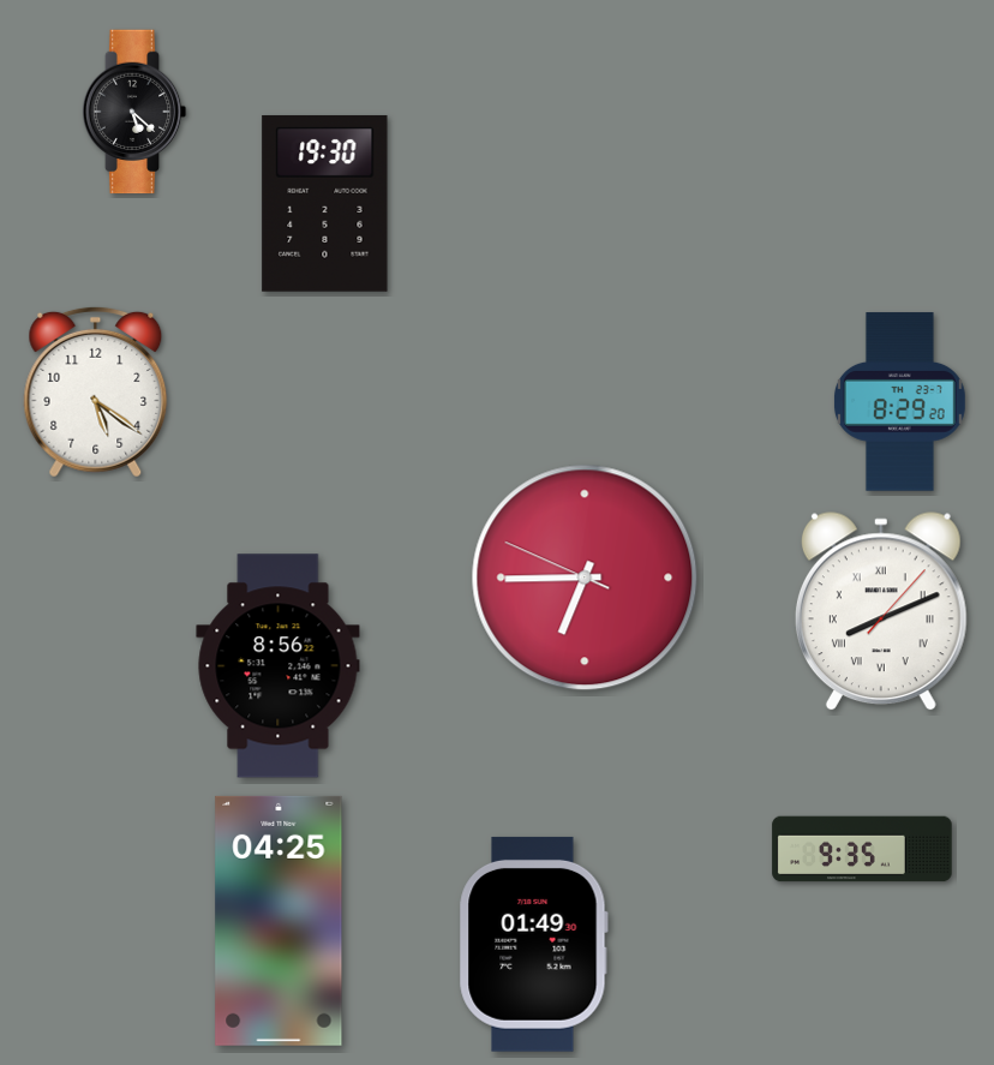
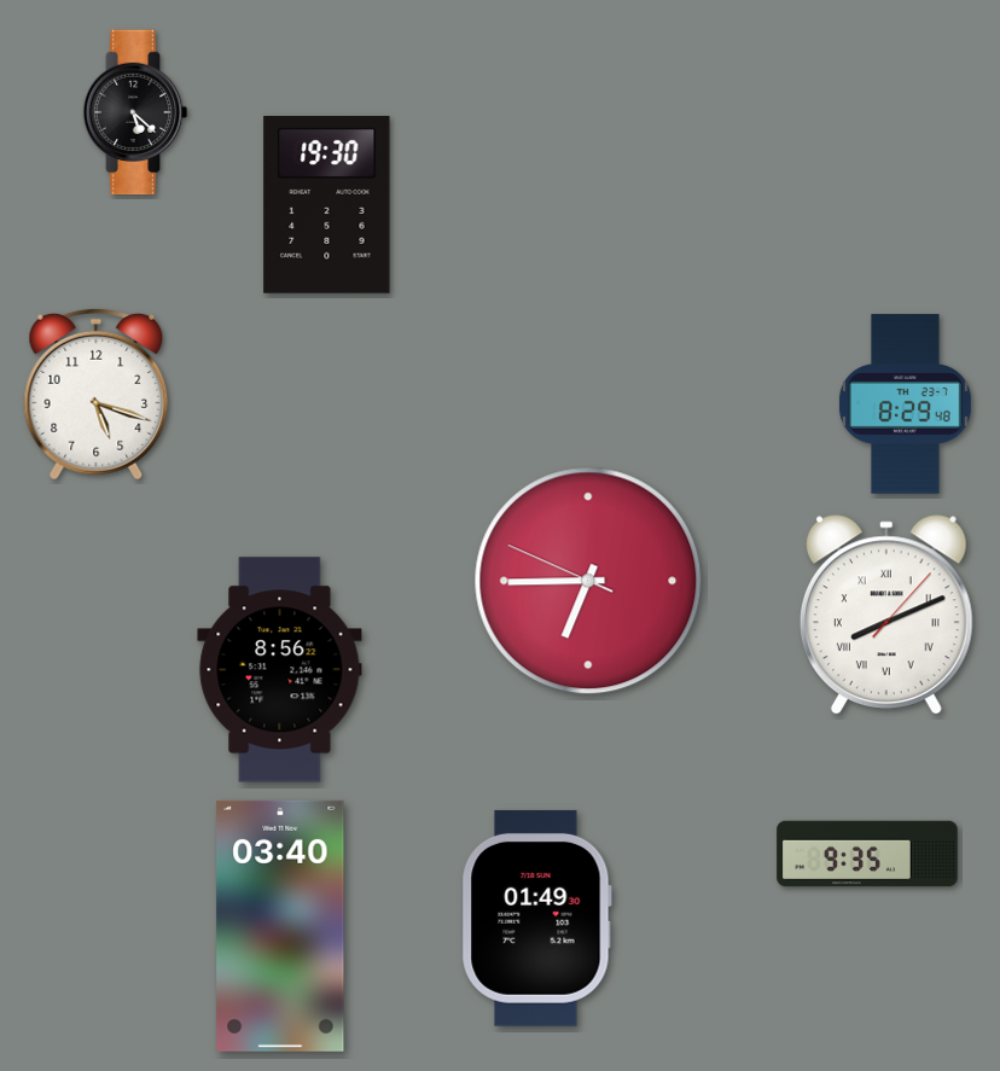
clock at (96, 391): 5:21 -> 5:18
clock at (899, 402): 8:29:20 -> 8:29:48
clock at (279, 921): 04:25 -> 03:40
clock at (533, 944) position: (533, 944) -> (536, 918)
